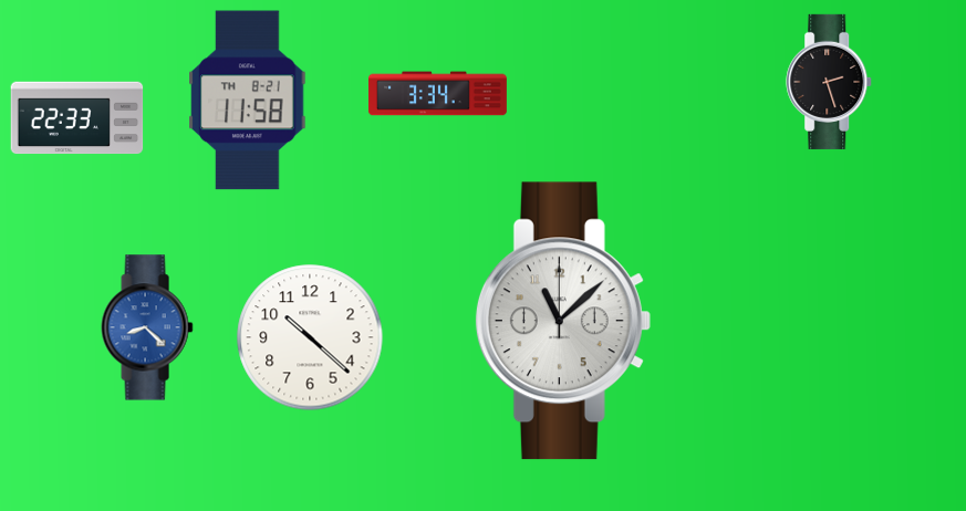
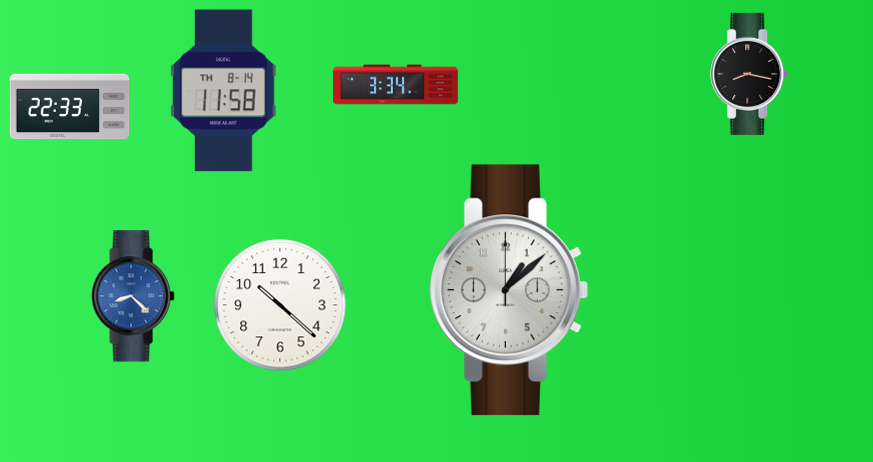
clock at (830, 82): 2:27 -> 8:17
clock at (248, 101) date: TH 8-21 -> TH 8-14
clock at (563, 321): 11:08 -> 1:08
